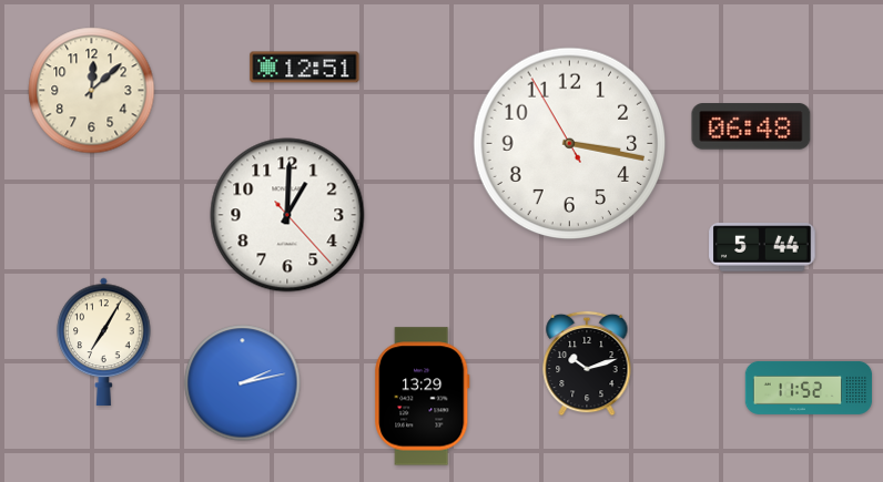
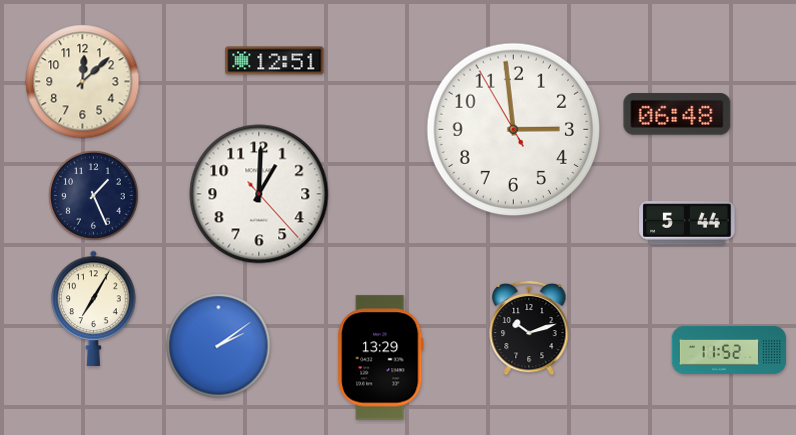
clock at (570, 144): 3:16 -> 2:58
clock at (94, 196): none -> 1:26
clock at (243, 383): 2:13 -> 2:09
